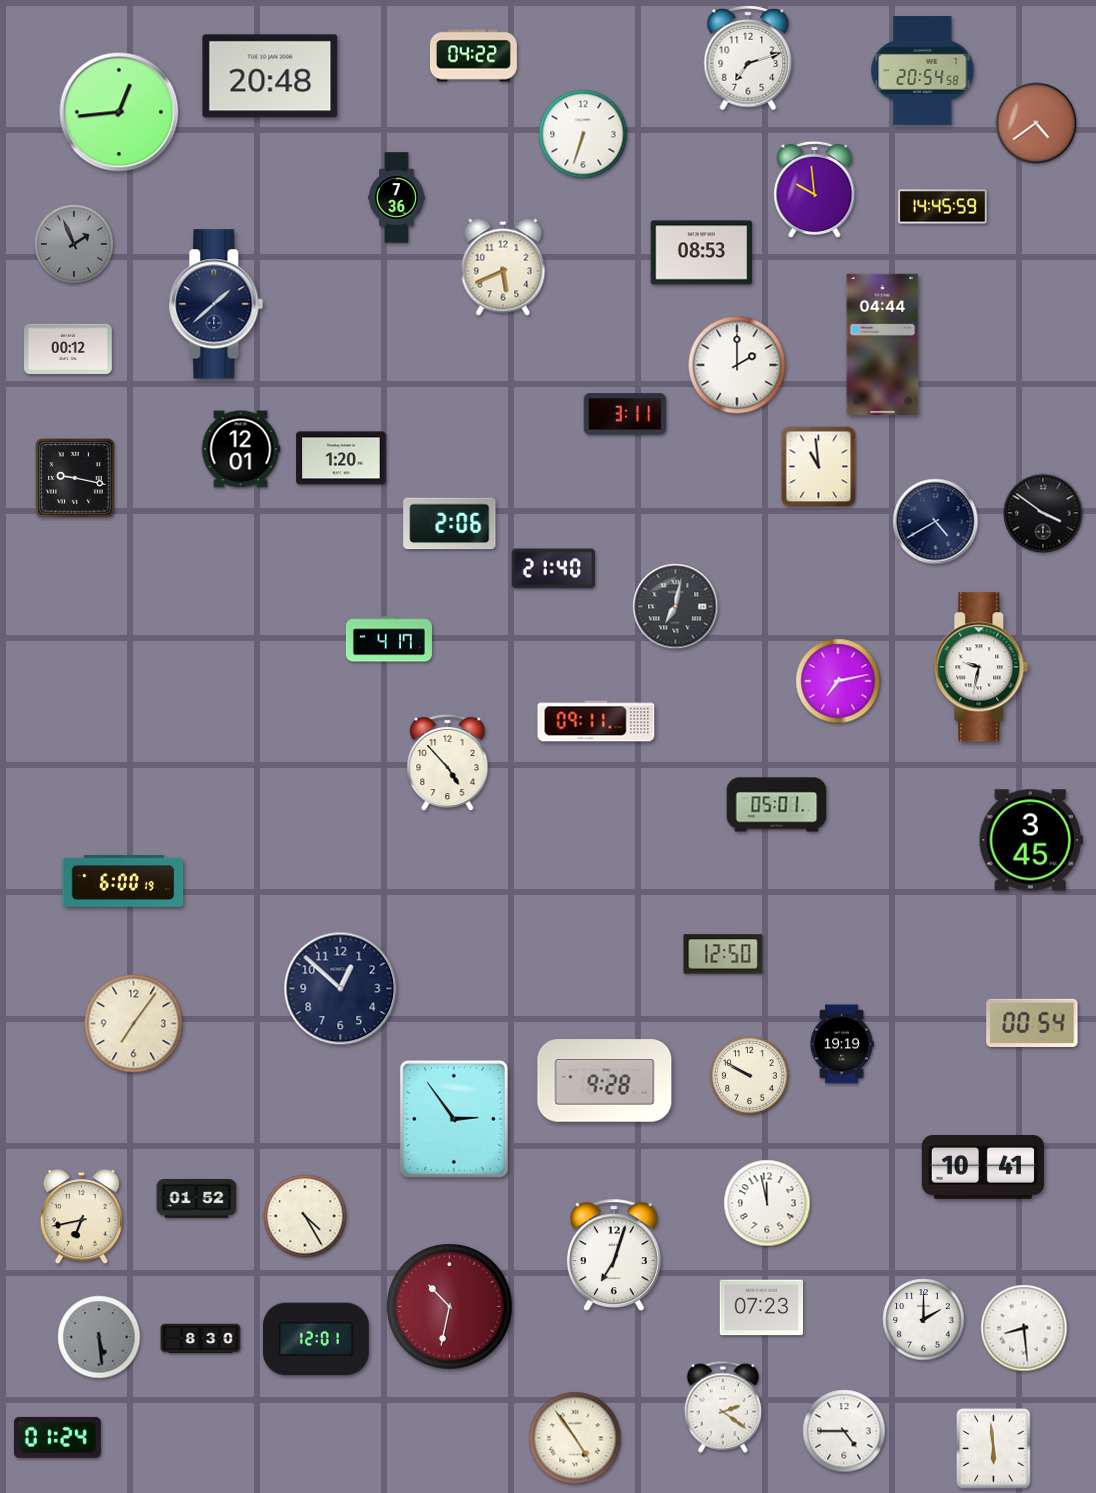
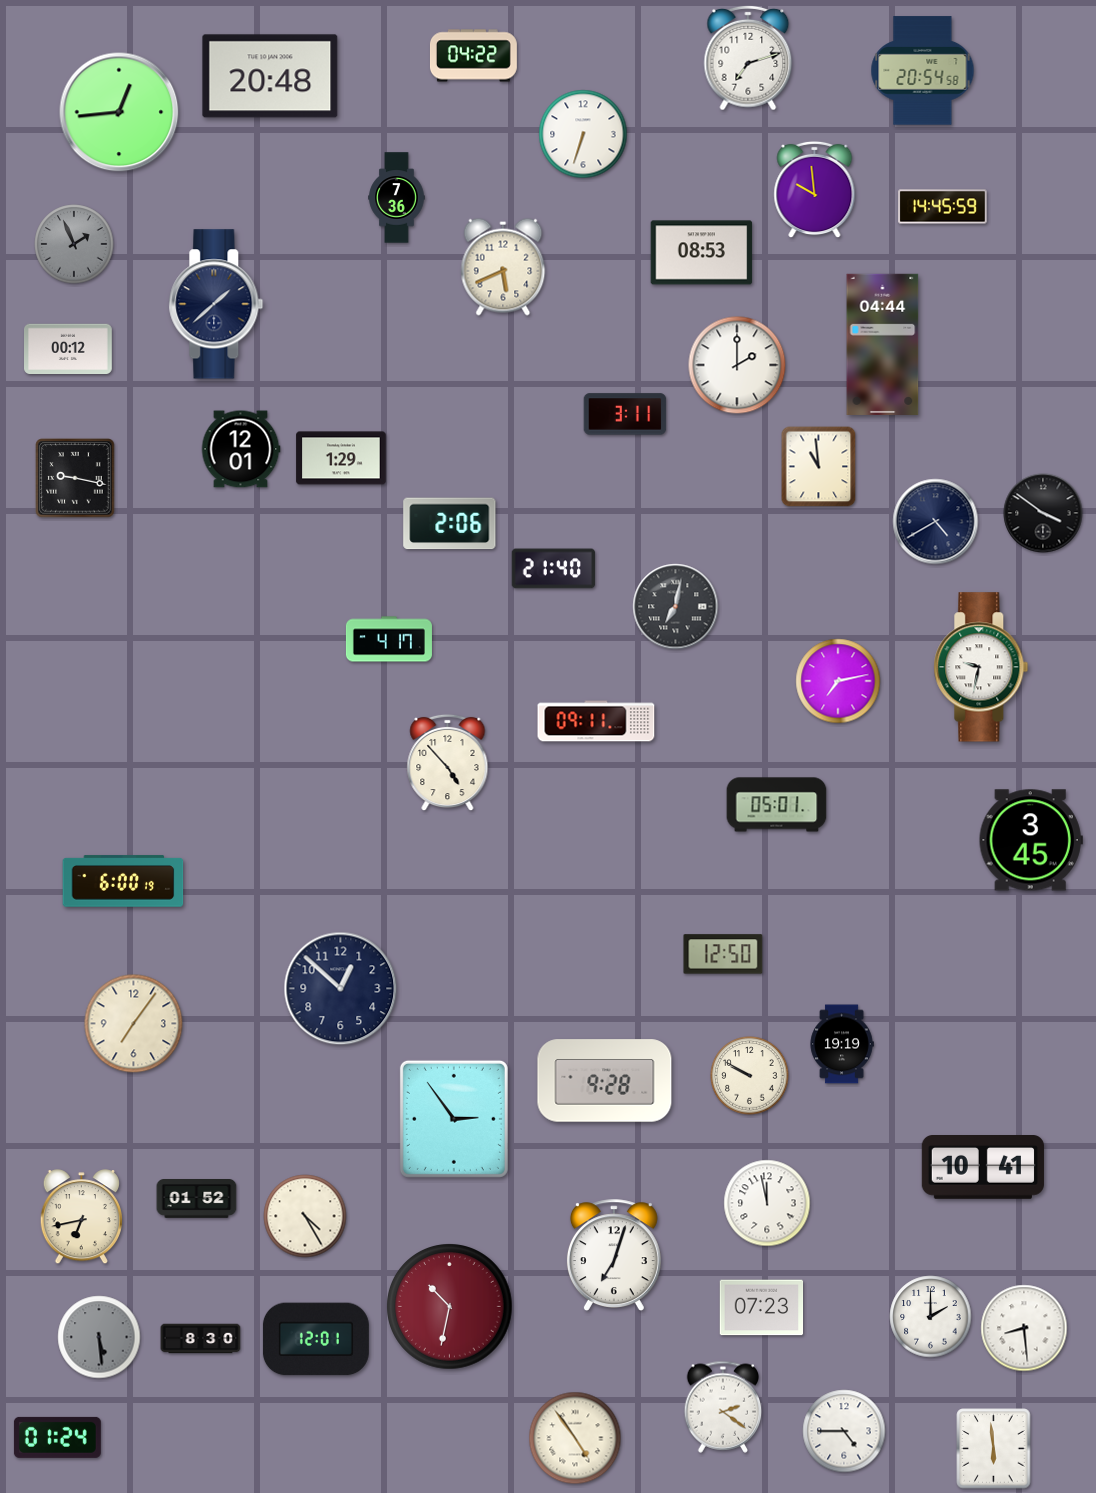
clock at (1036, 123): 4:39 -> none
clock at (341, 458): 1:20 -> 1:29
clock at (1032, 1023): 00:54 -> none
clock at (924, 1320) position: (924, 1320) -> (931, 1317)
